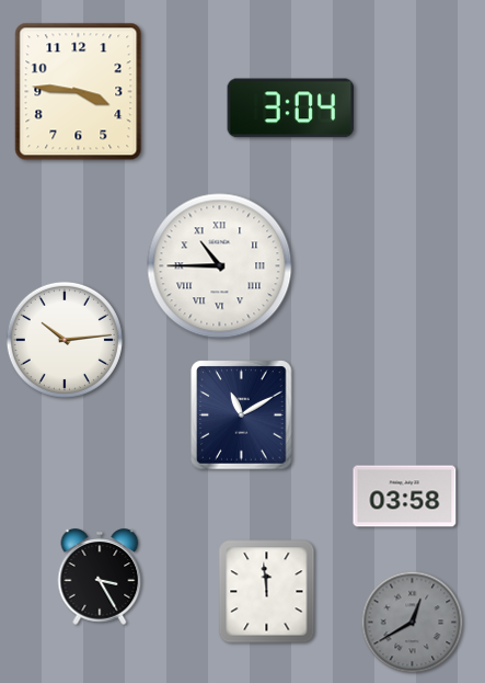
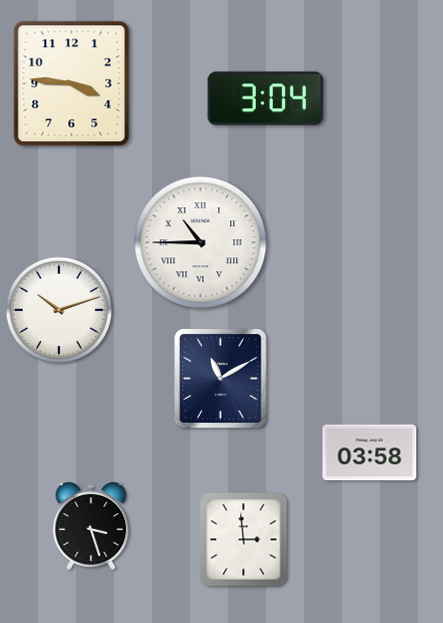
clock at (65, 340): 10:14 -> 10:12
clock at (100, 577): 3:25 -> 3:27
clock at (267, 592): 11:59 -> 2:59
clock at (413, 623): 12:40 -> none
